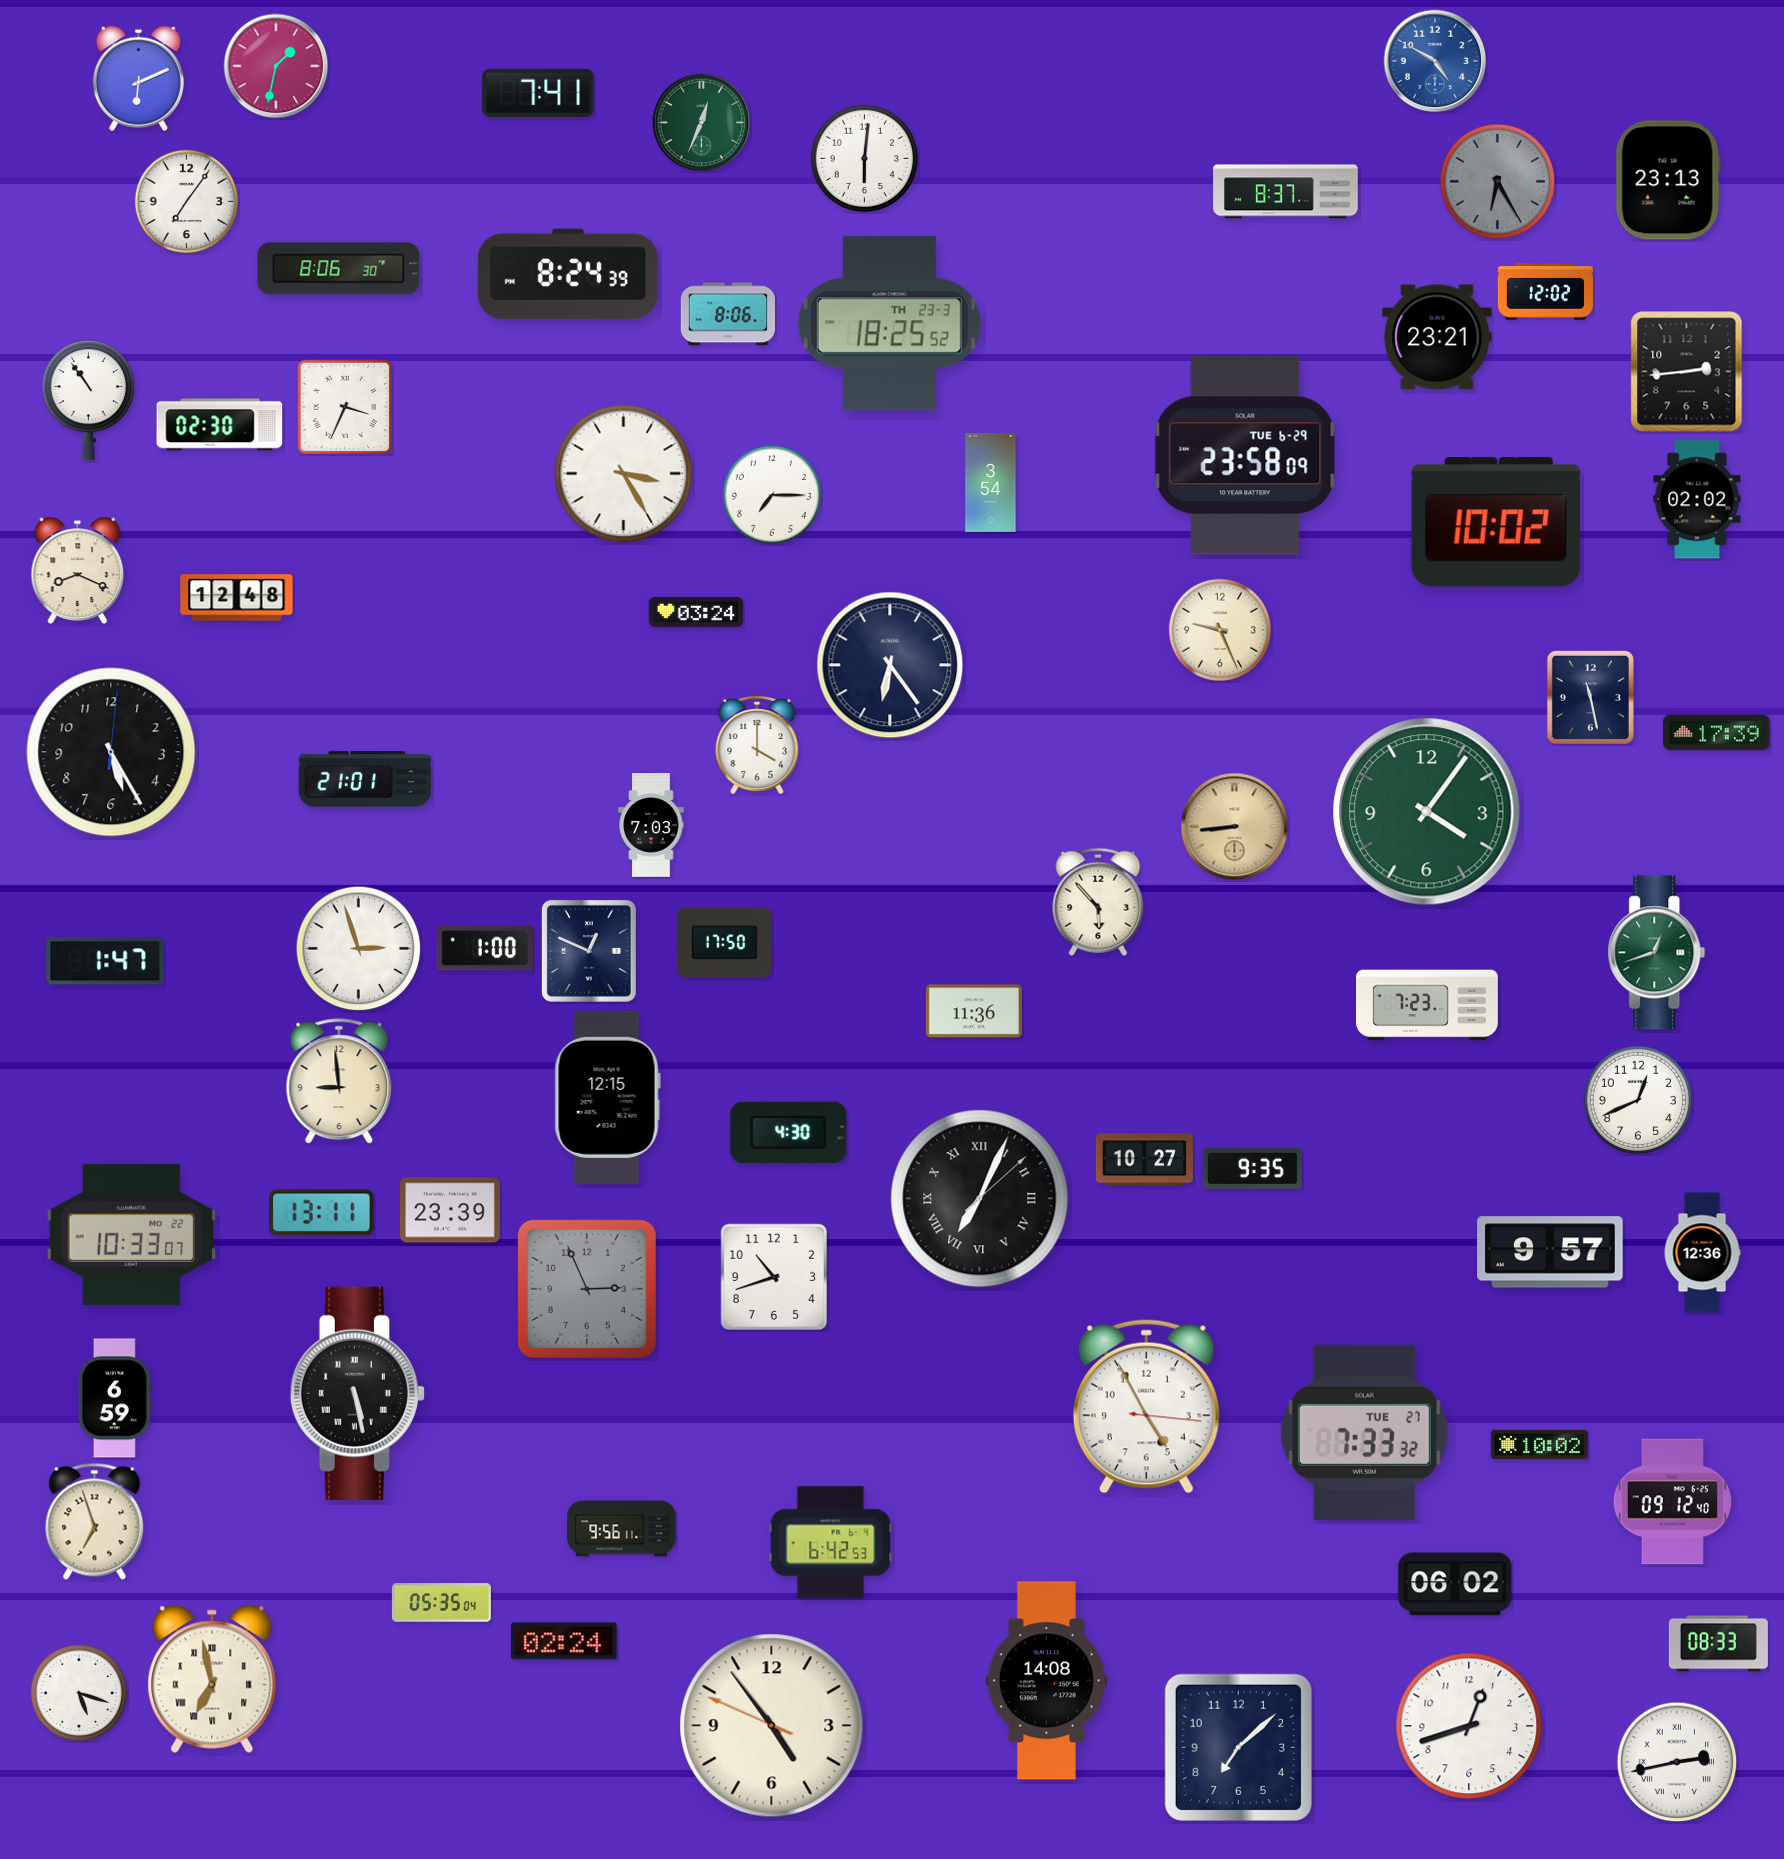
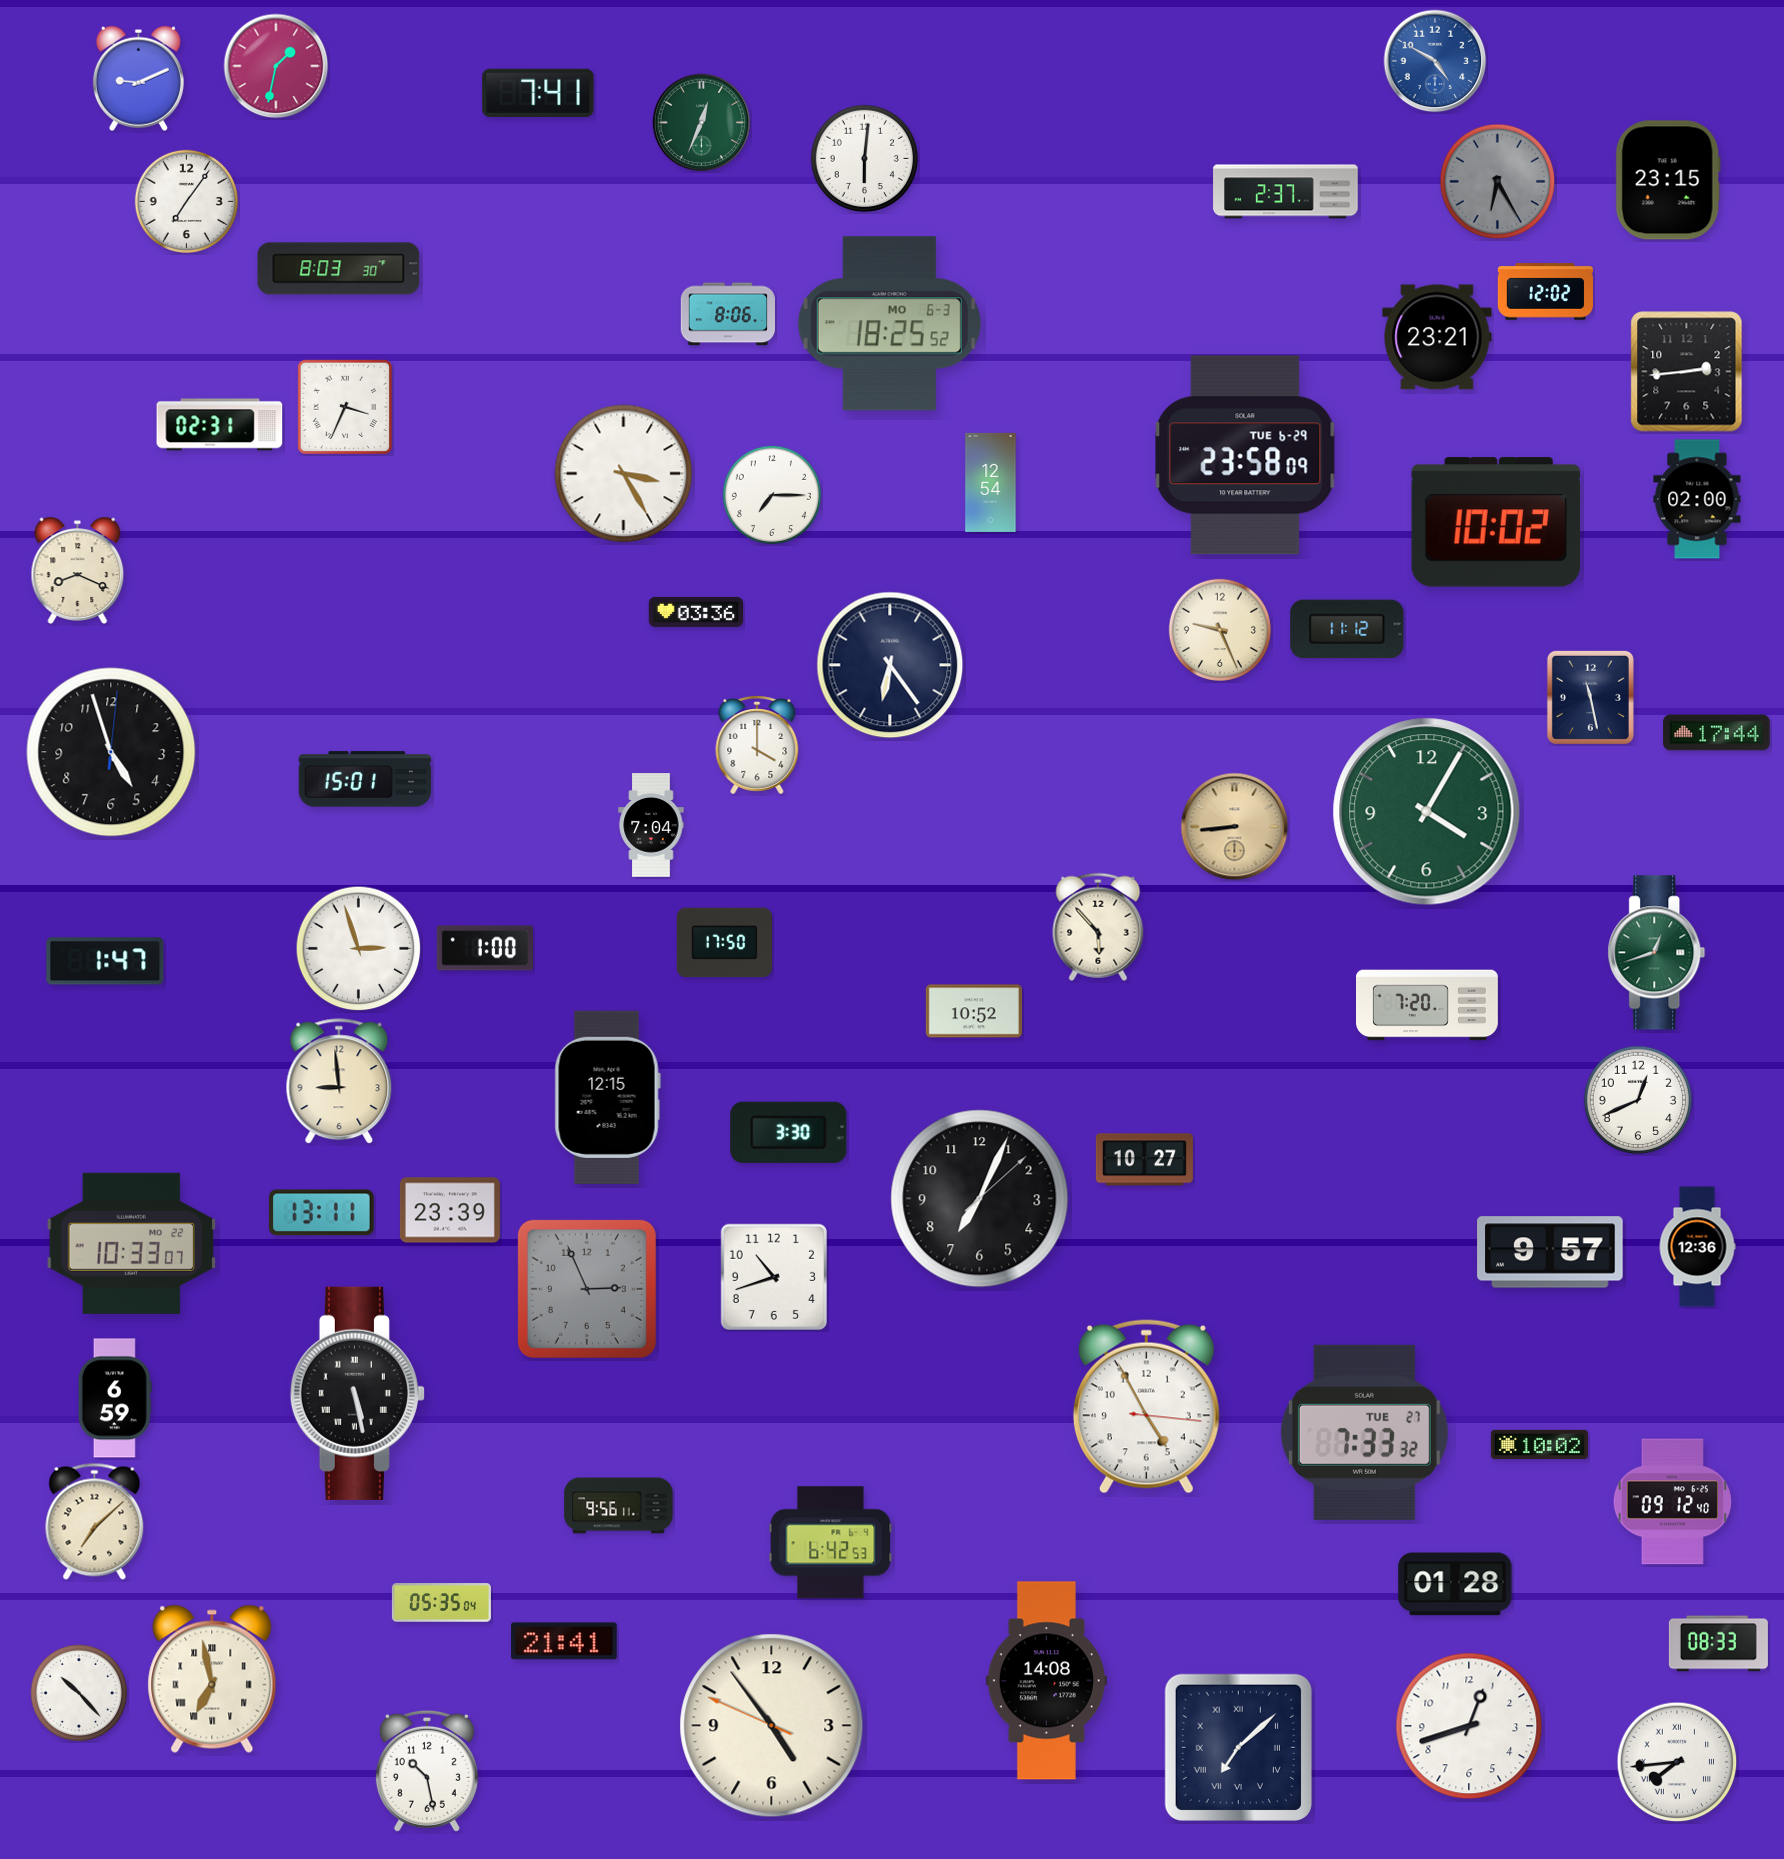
clock at (138, 78): 6:11 -> 9:11
clock at (1668, 180): 23:13 -> 23:15
clock at (1286, 192): 8:37 -> 2:37
clock at (339, 269): 8:06 -> 8:03
clock at (568, 274): 8:24 -> none
clock at (889, 324) date: TH 23-3 -> MO 6-3
clock at (89, 400): 10:54 -> none
clock at (220, 425): 02:30 -> 02:31
clock at (991, 482): 3:54 -> 12:54
clock at (1697, 499): 02:02 -> 02:00
clock at (237, 598): 12:48 -> none
clock at (695, 612): 03:24 -> 03:36
clock at (1347, 629): none -> 11:12
clock at (1717, 733): 17:39 -> 17:44
clock at (111, 752): 5:25 -> 4:57
clock at (365, 779): 21:01 -> 15:01
clock at (1427, 812): 4:06 -> 4:05
clock at (651, 825): 7:03 -> 7:04
clock at (1098, 902) position: (1098, 902) -> (1098, 927)
clock at (589, 951): 12:49 -> none
clock at (1428, 1005): 7:23 -> 7:20
clock at (974, 1011): 11:36 -> 10:52
clock at (789, 1132): 4:30 -> 3:30
clock at (1252, 1168): 9:35 -> none
clock at (980, 1199) numerals: Roman -> Arabic
clock at (132, 1234) position: (132, 1234) -> (132, 1243)
clock at (1702, 1253) position: (1702, 1253) -> (1697, 1247)
clock at (95, 1521): 6:57 -> 7:08
clock at (622, 1529) position: (622, 1529) -> (619, 1506)
clock at (1455, 1584): 06:02 -> 01:28
clock at (564, 1641): 02:24 -> 21:41
clock at (79, 1693): 5:18 -> 10:23
clock at (1238, 1747) numerals: Arabic -> Roman
clock at (1677, 1762): 2:43 -> 7:44
clock at (427, 1771): none -> 10:28
